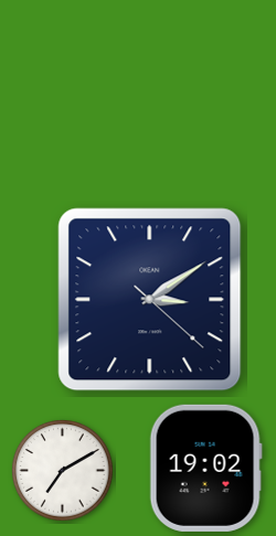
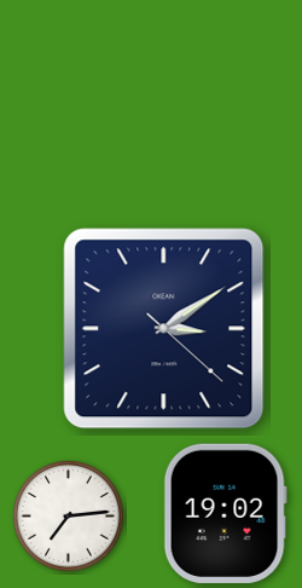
clock at (63, 471): 7:10 -> 7:14
